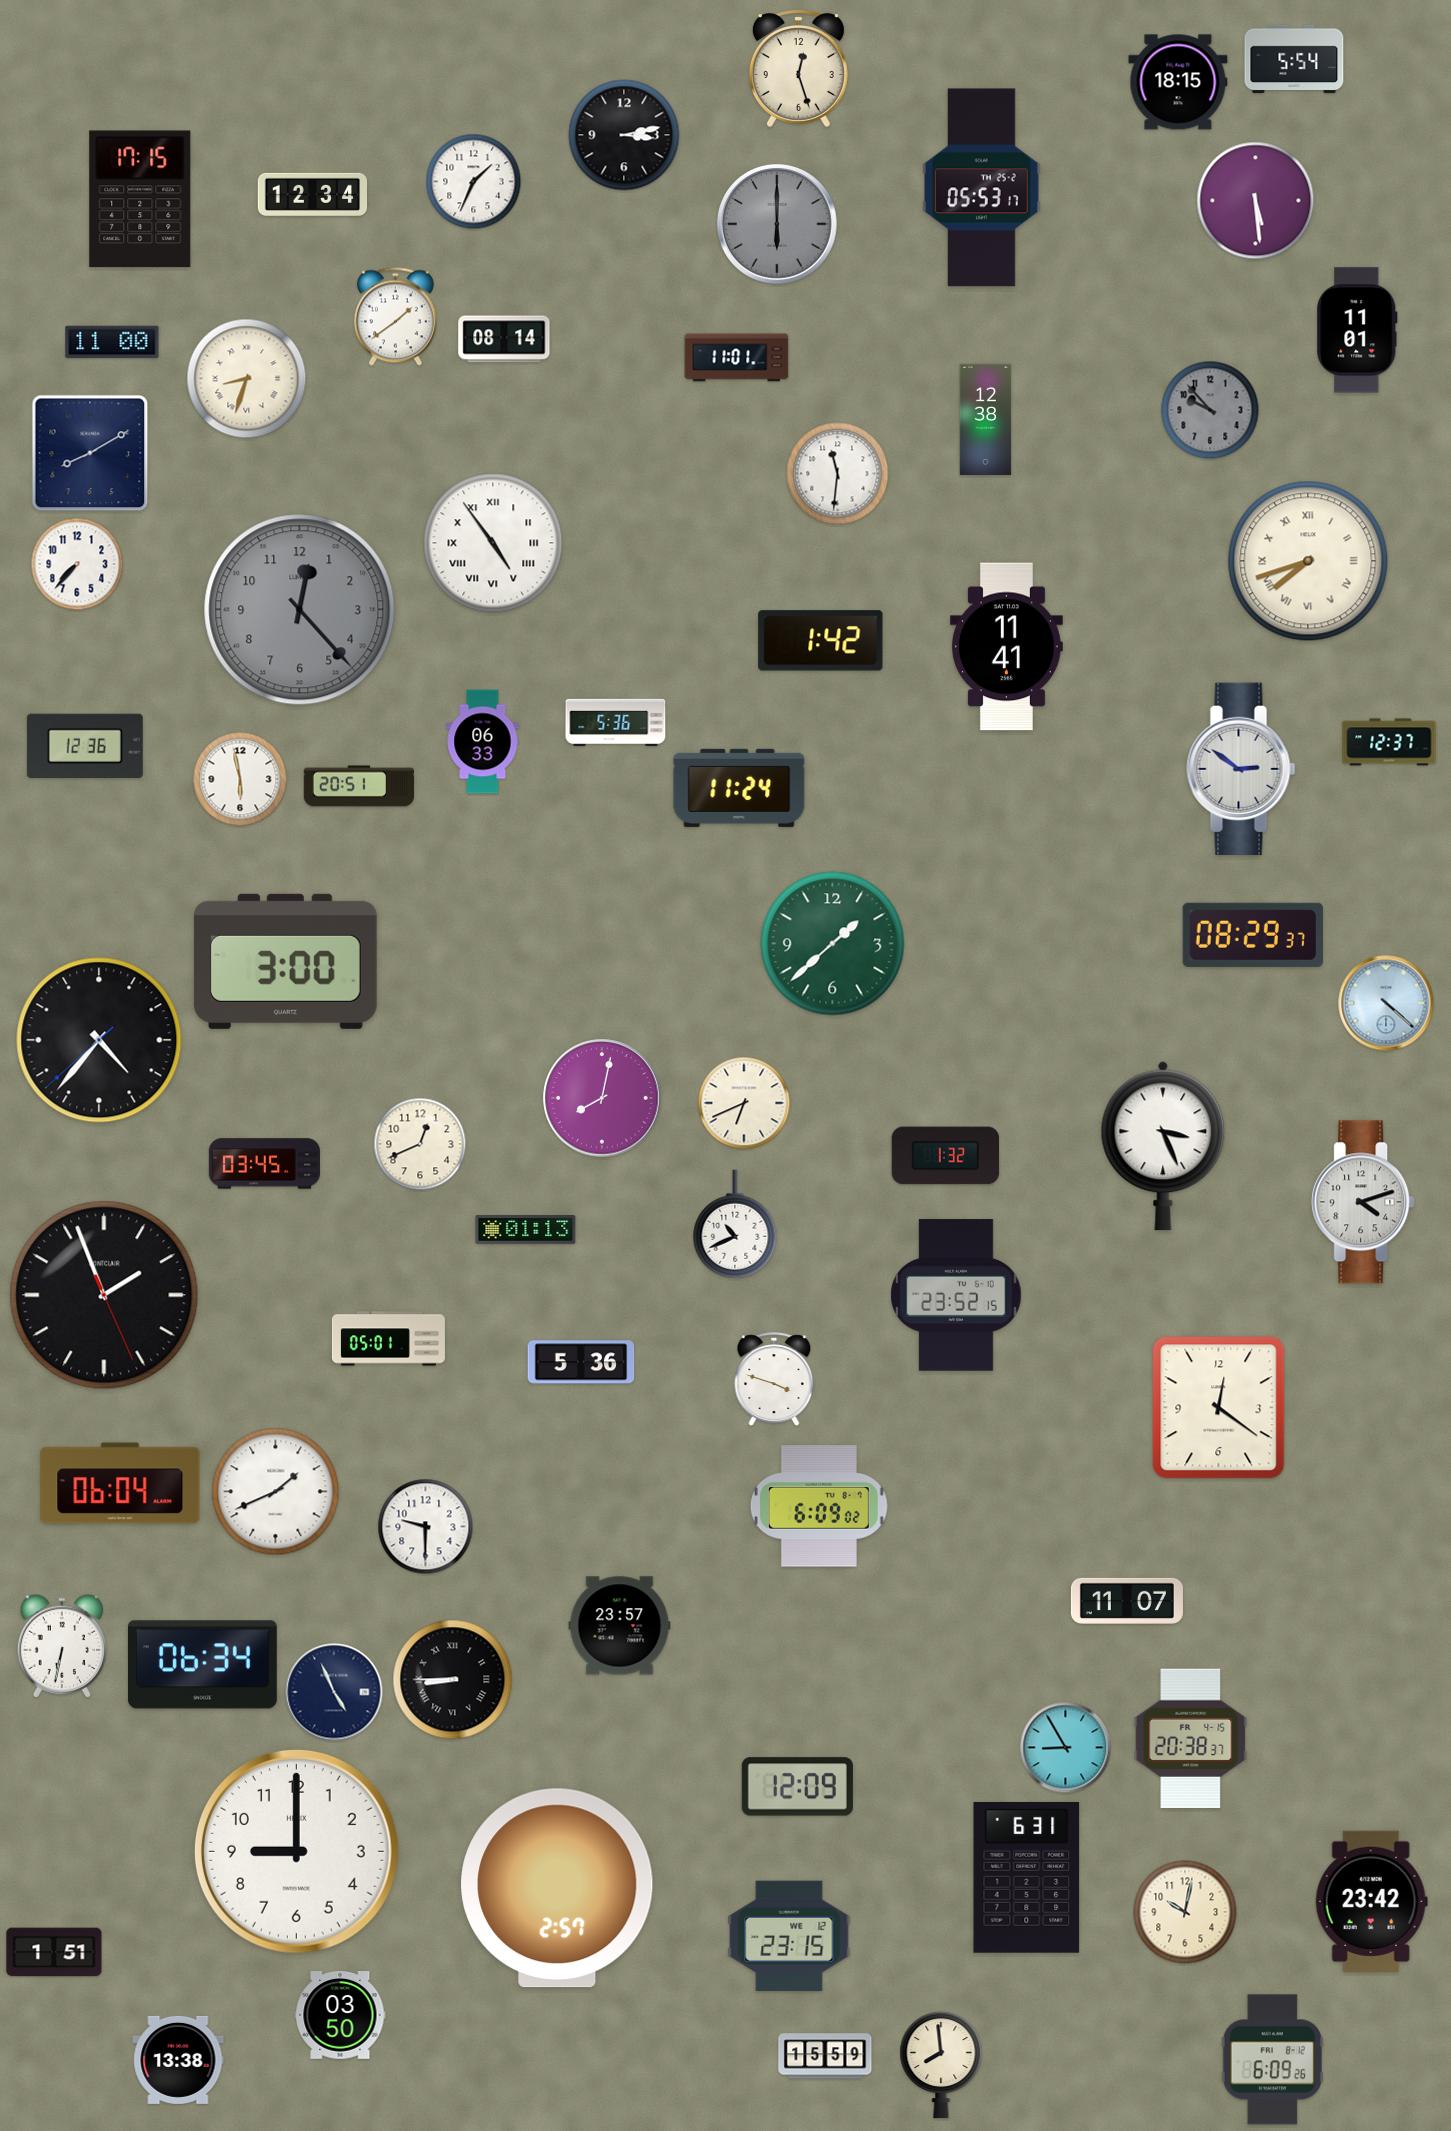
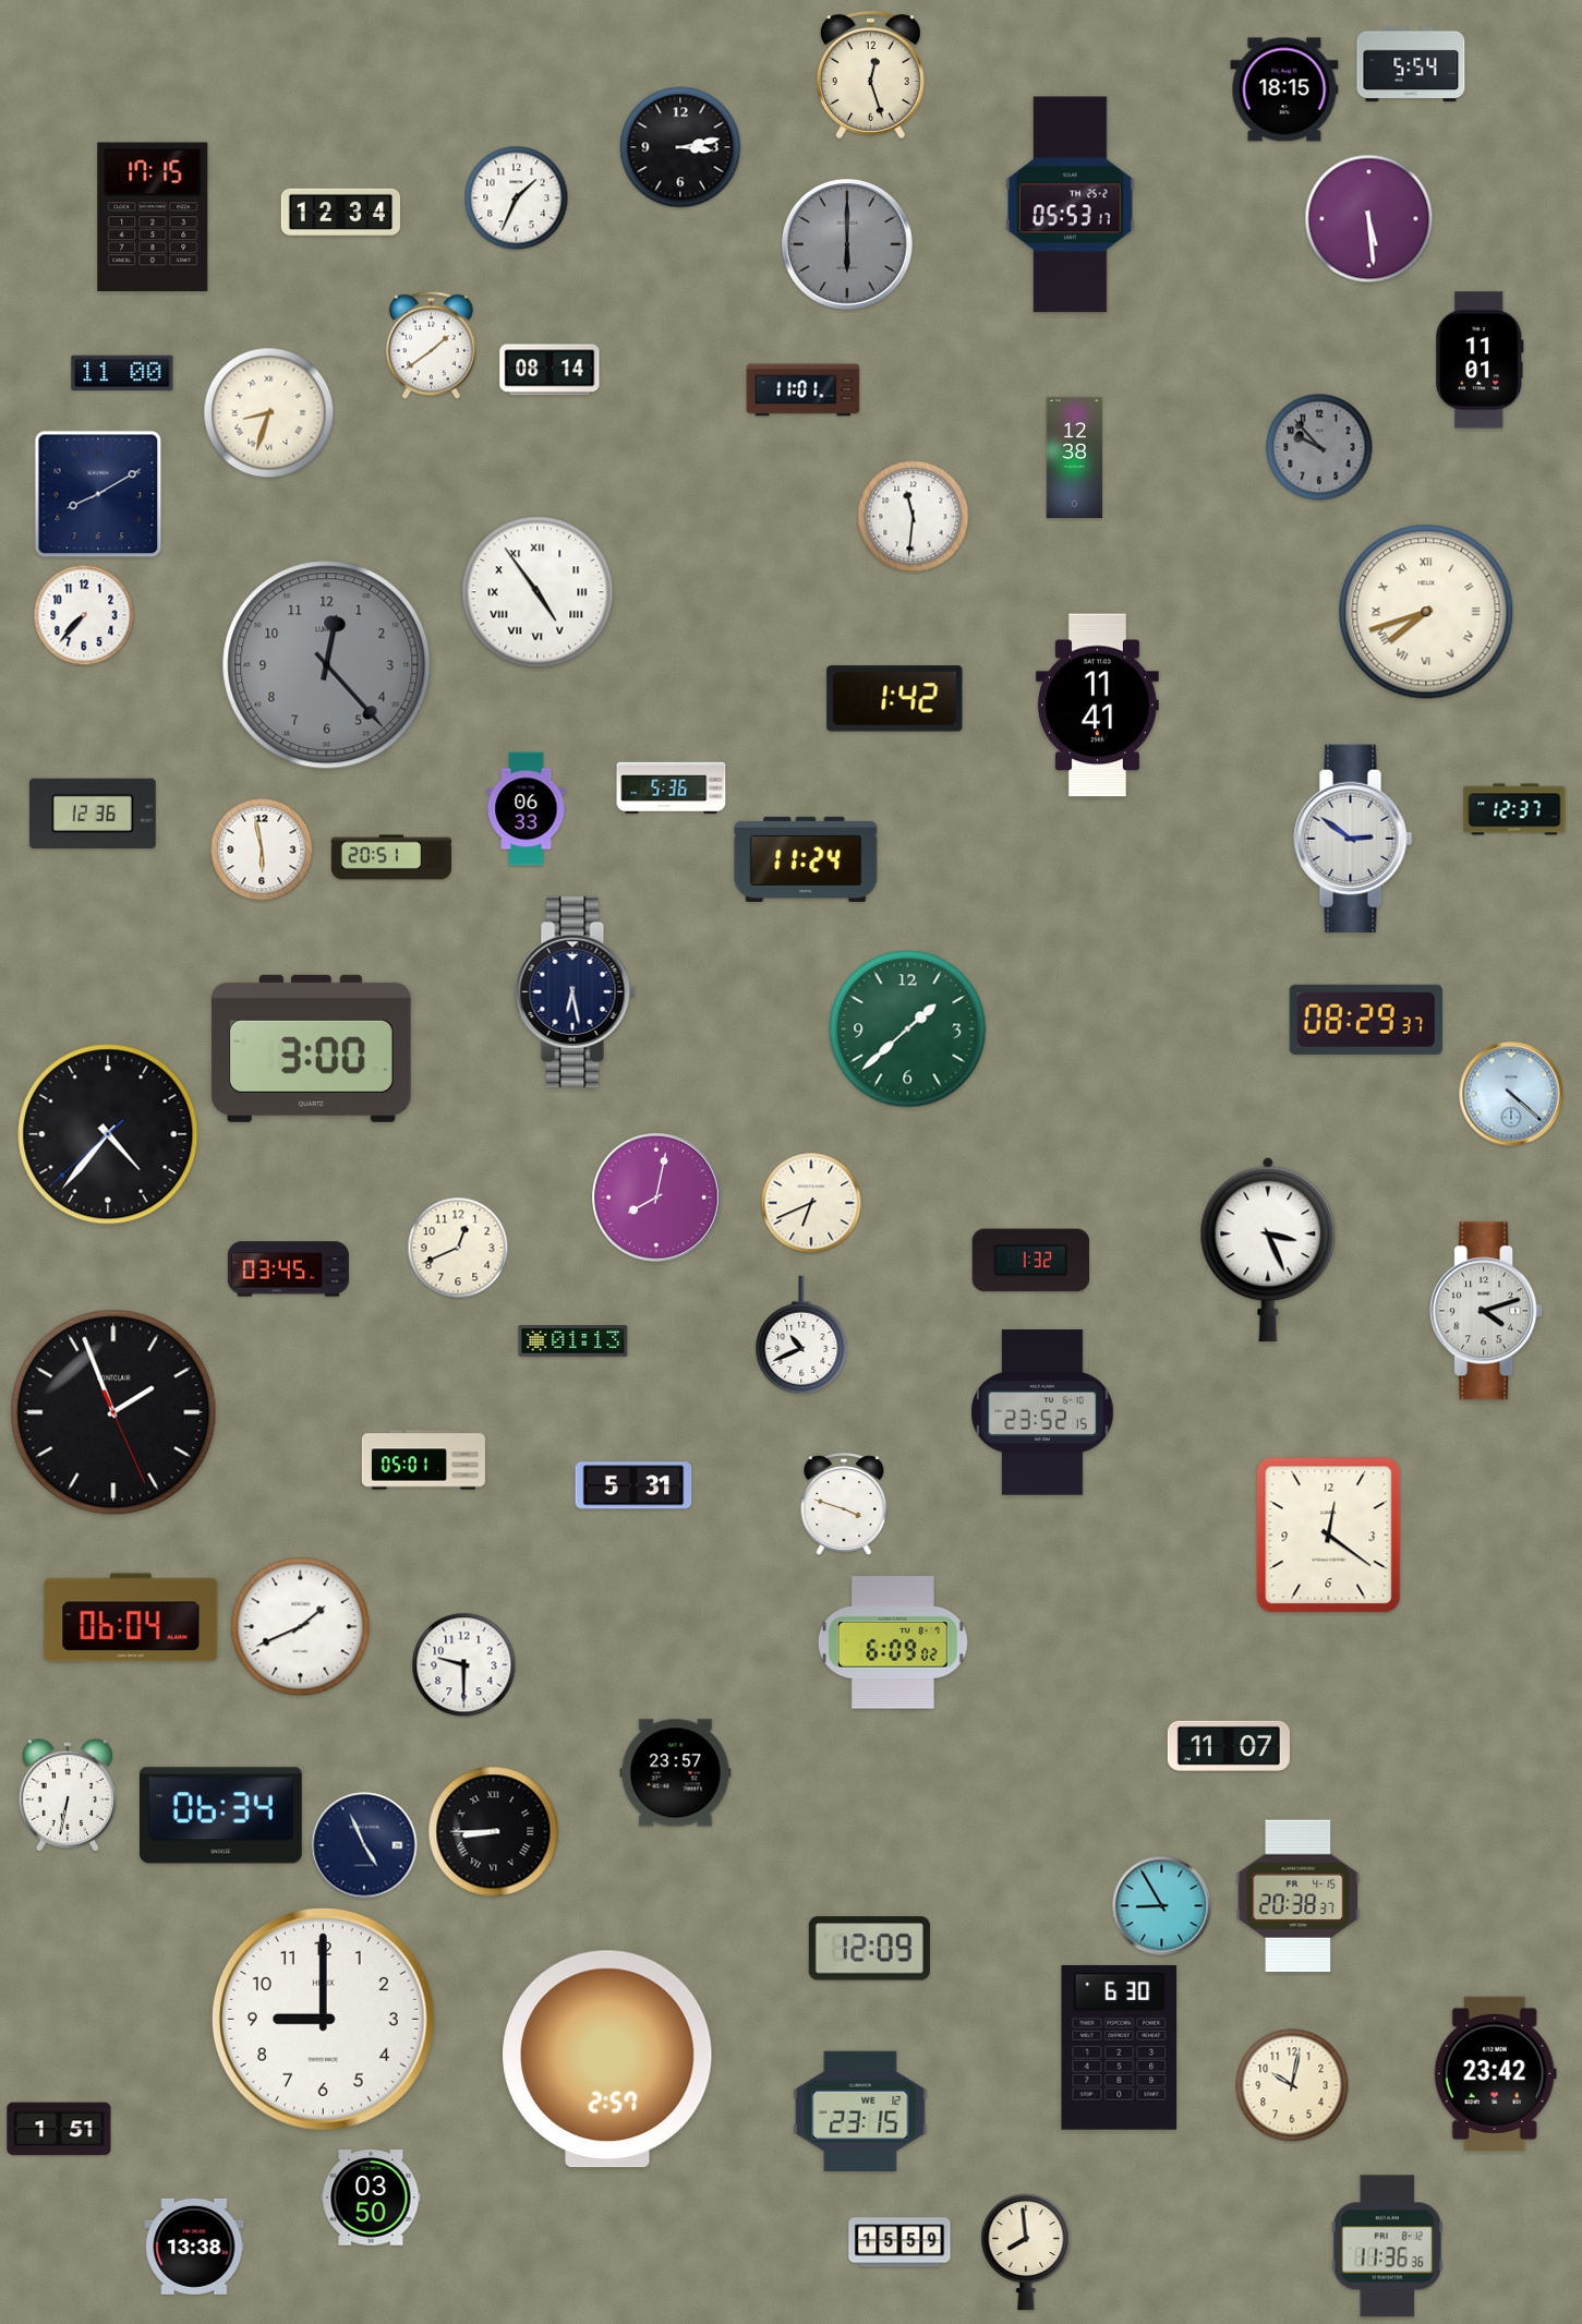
clock at (575, 991): none -> 6:28
clock at (581, 1362): 5:36 -> 5:31
clock at (1027, 1877): 6:31 -> 6:30
clock at (1272, 2060): 6:09 -> 11:36
